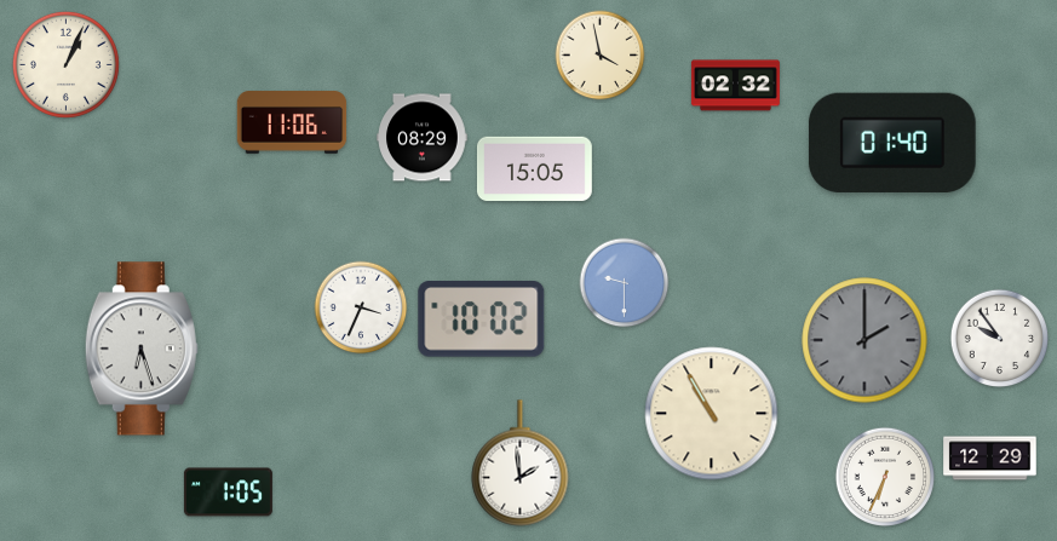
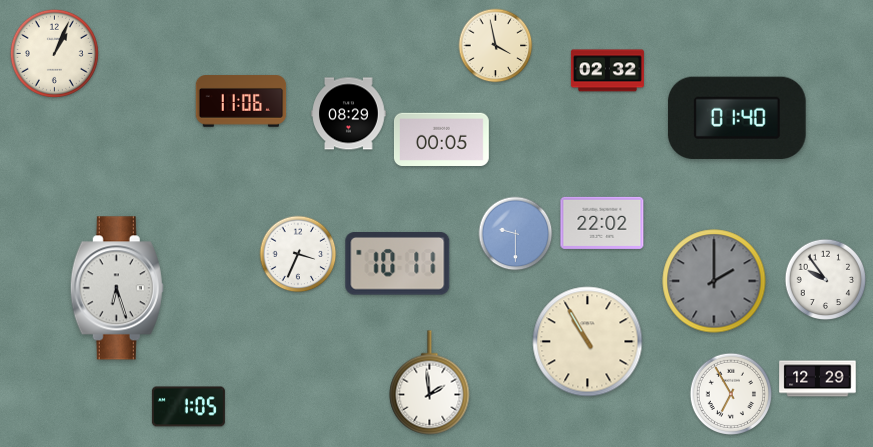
clock at (534, 169): 15:05 -> 00:05
clock at (602, 223): none -> 22:02
clock at (482, 320): 10:02 -> 10:11
clock at (885, 477): 6:34 -> 6:55
